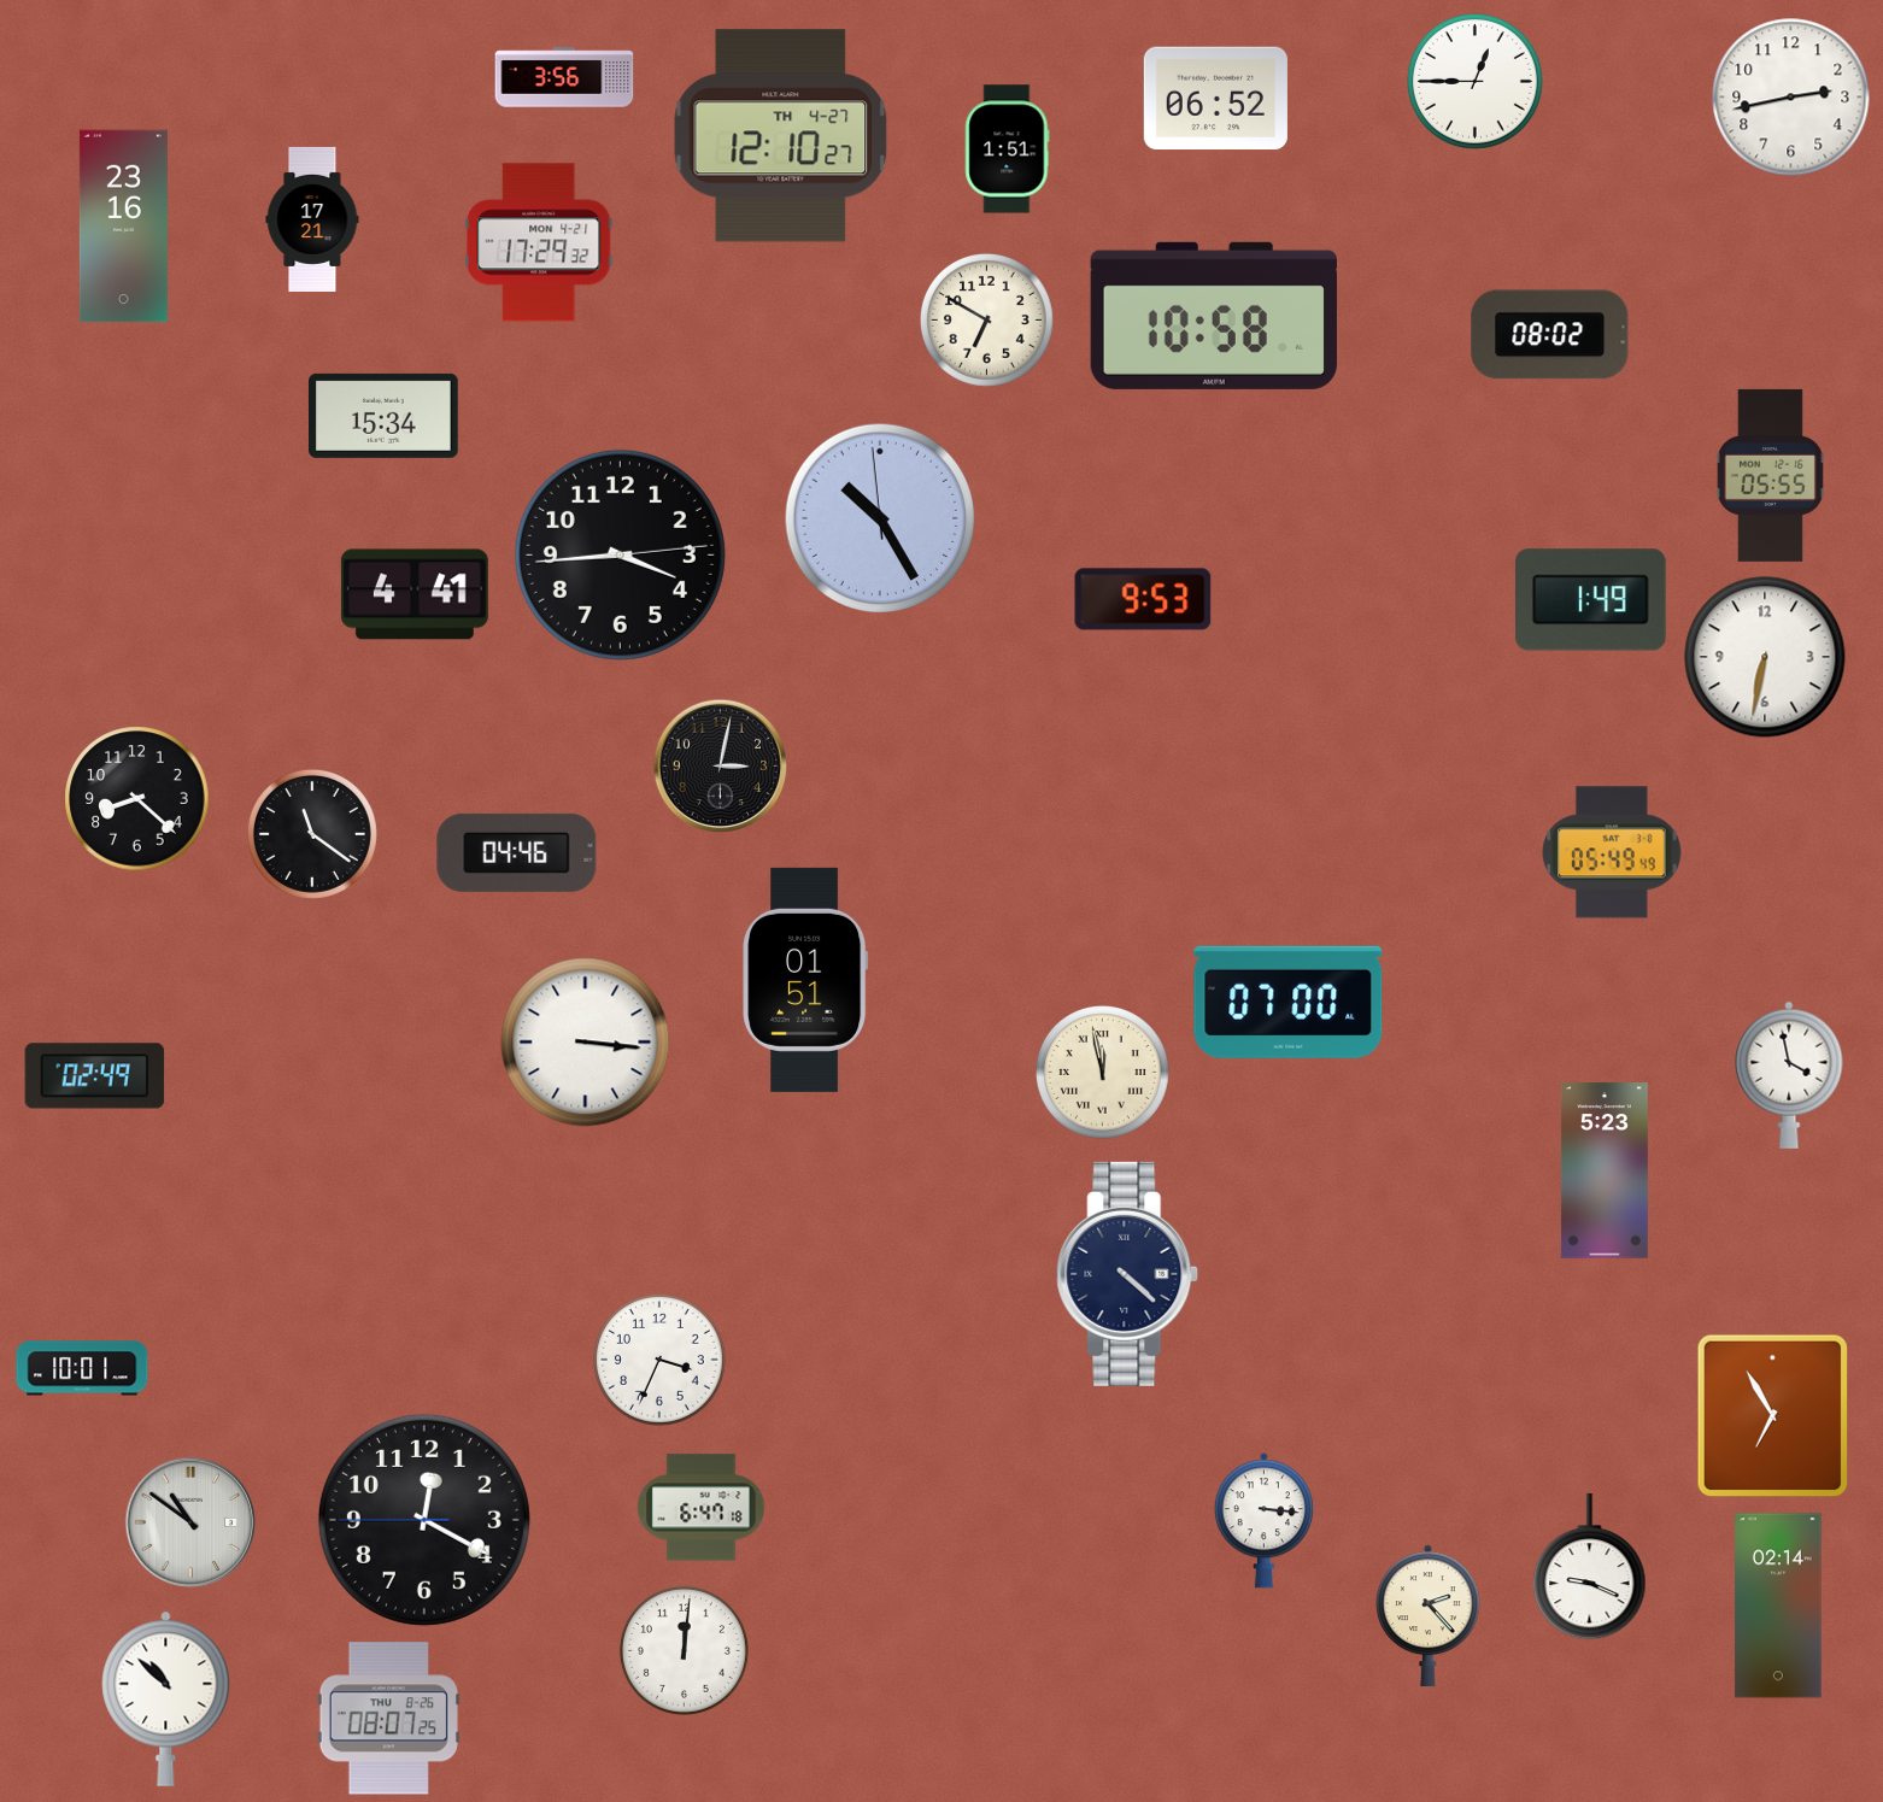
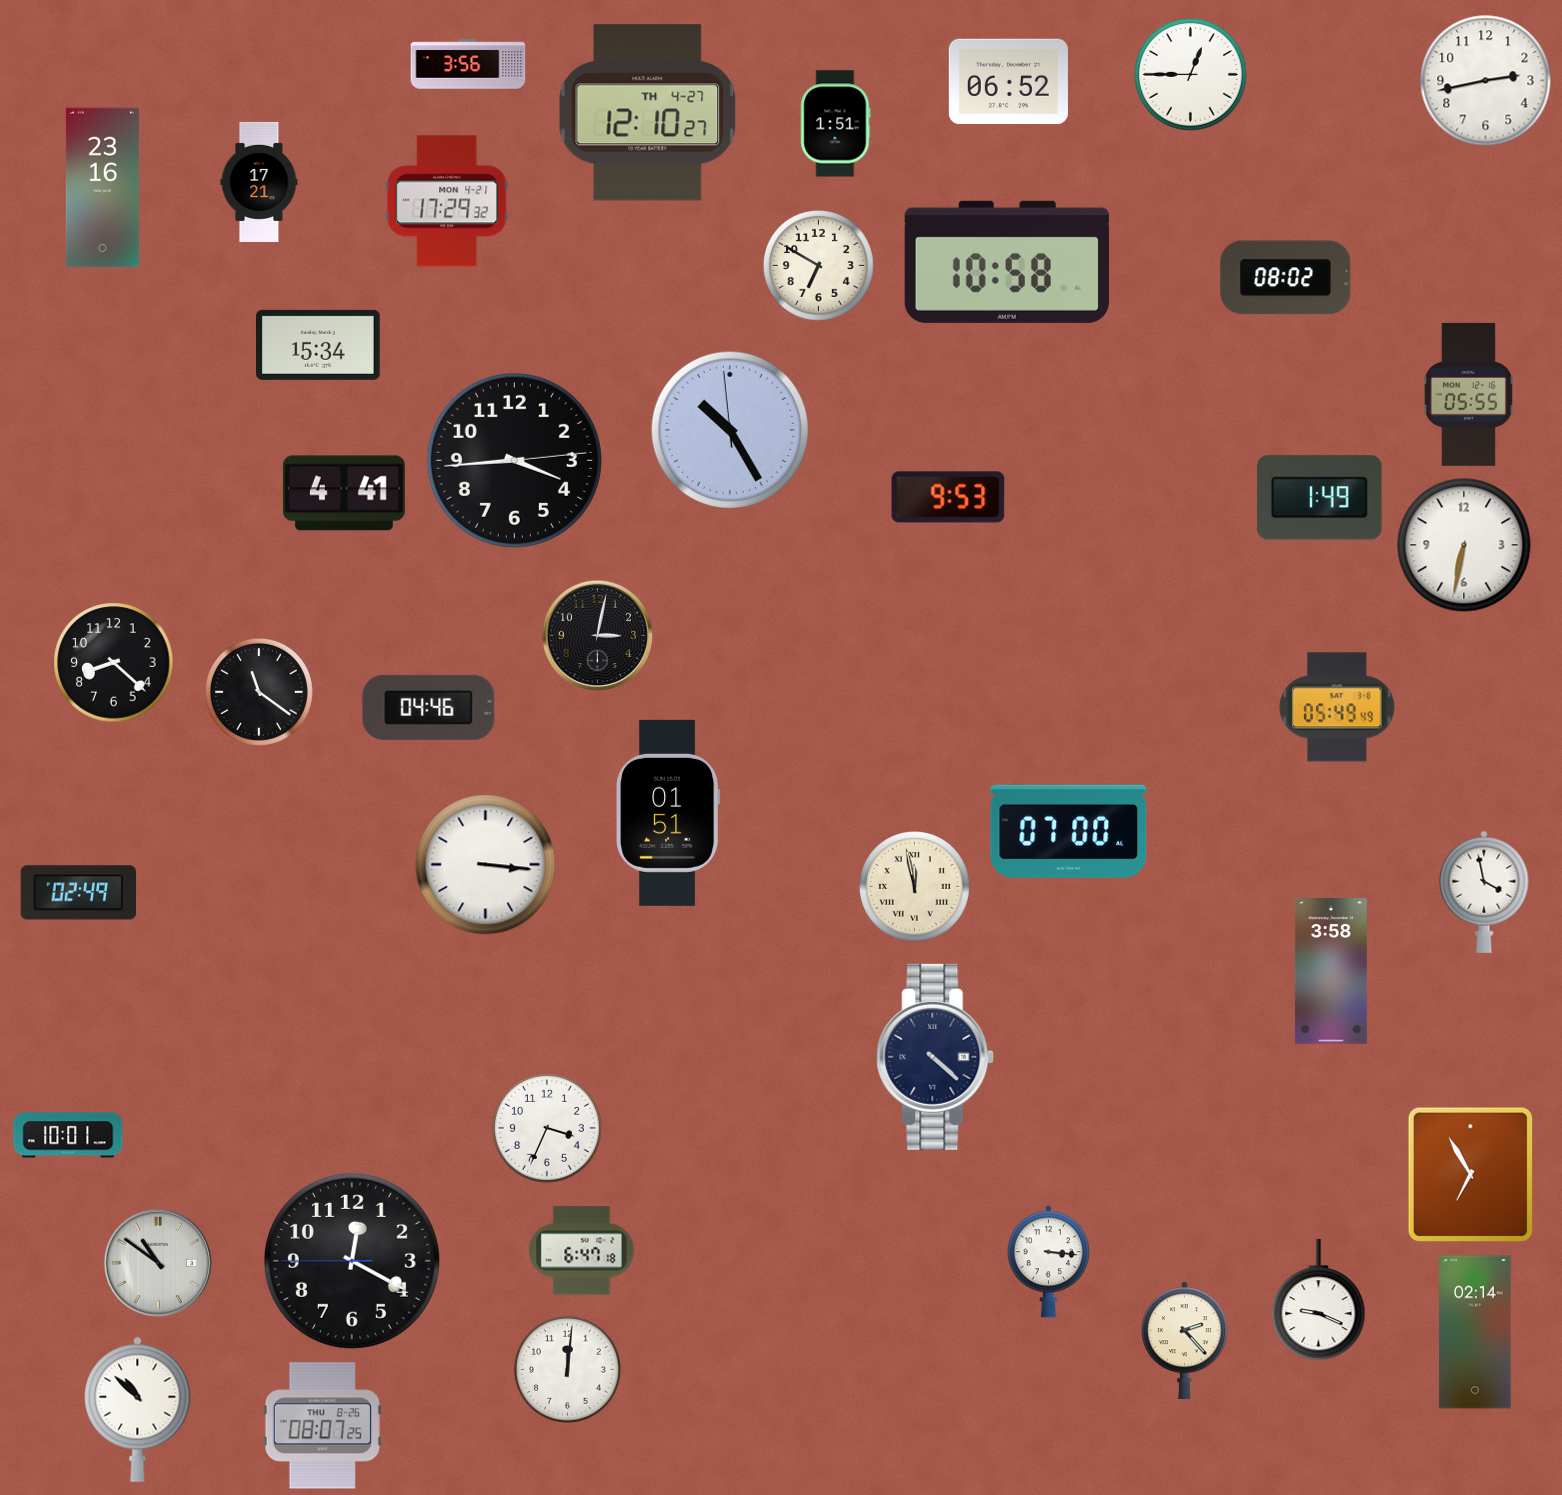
clock at (1476, 82) position: (1476, 82) -> (1191, 75)
clock at (1102, 1072) position: (1102, 1072) -> (914, 886)
clock at (1605, 1170): 5:23 -> 3:58
